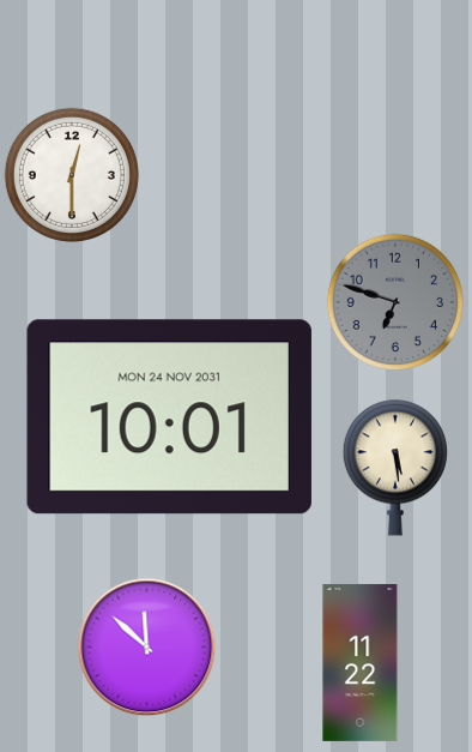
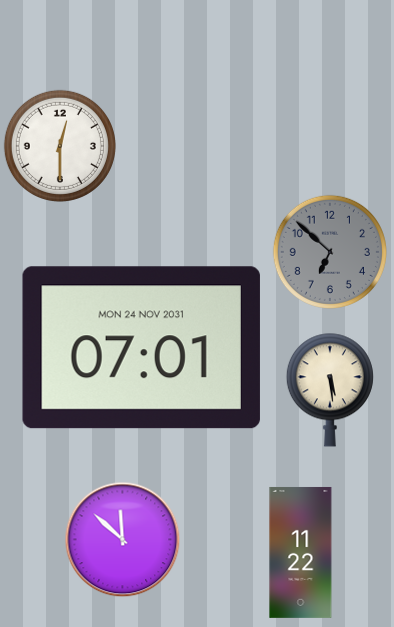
clock at (395, 302): 6:48 -> 6:52
clock at (169, 417): 10:01 -> 07:01
